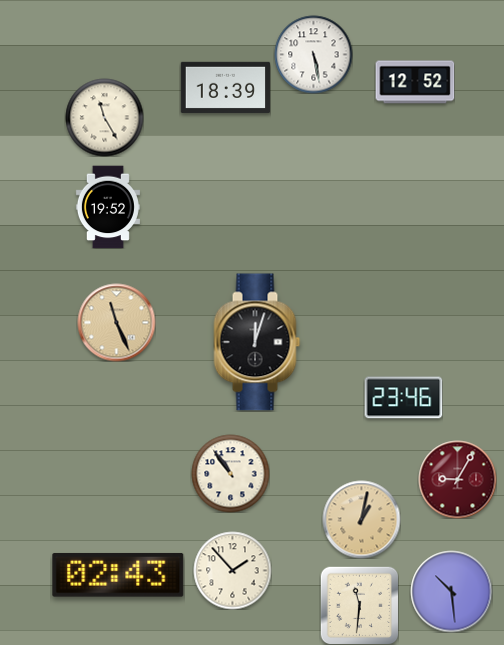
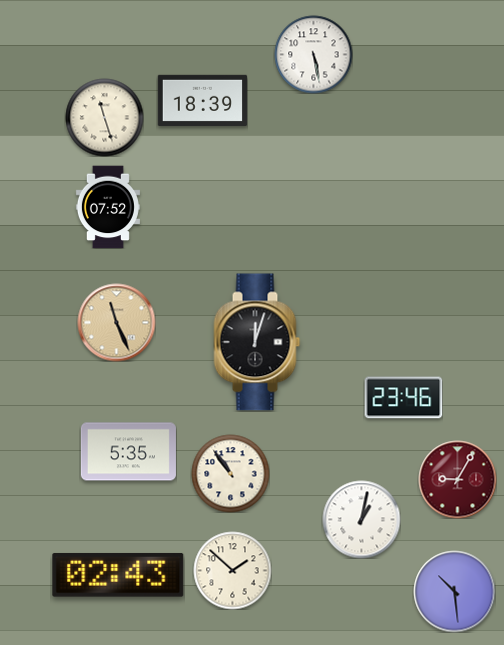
clock at (415, 82): 12:52 -> none
clock at (225, 87) position: (225, 87) -> (202, 100)
clock at (104, 117): 11:25 -> 11:27
clock at (108, 207): 19:52 -> 07:52
clock at (128, 452): none -> 5:35
clock at (361, 519) dial: champagne -> white
clock at (232, 570): 1:53 -> 1:52
clock at (451, 591) position: (451, 591) -> (454, 591)
clock at (359, 605): 11:31 -> none
